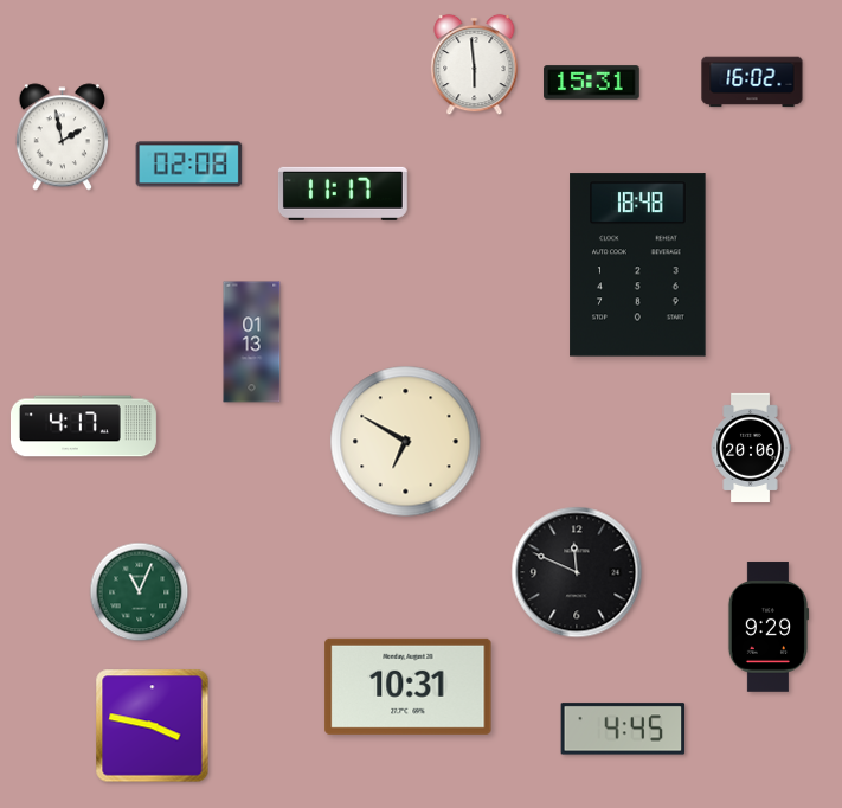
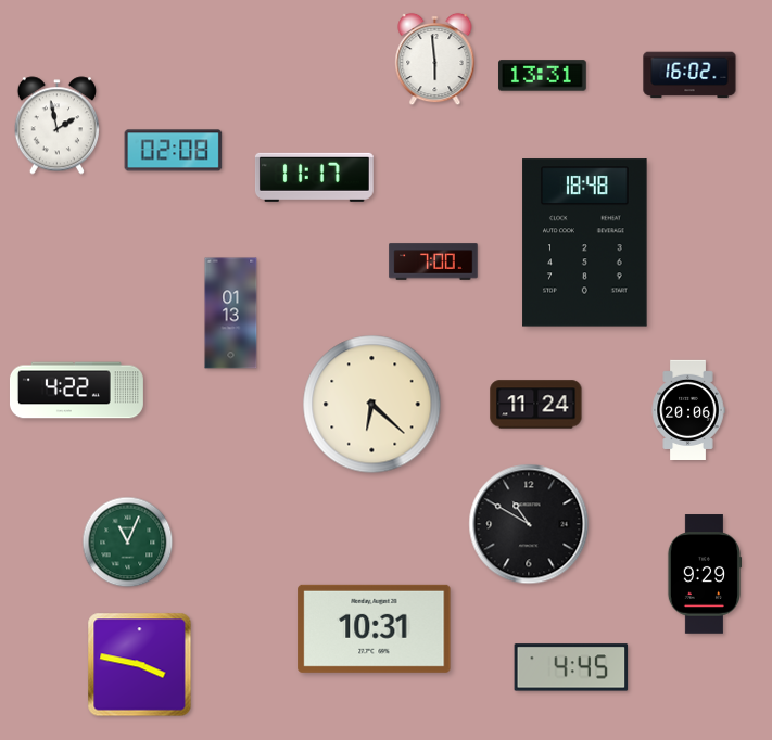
clock at (592, 83): 15:31 -> 13:31
clock at (433, 261): none -> 7:00
clock at (83, 427): 4:17 -> 4:22
clock at (406, 442): 6:50 -> 6:22
clock at (536, 405): none -> 11:24
clock at (577, 572): 11:49 -> 10:50
